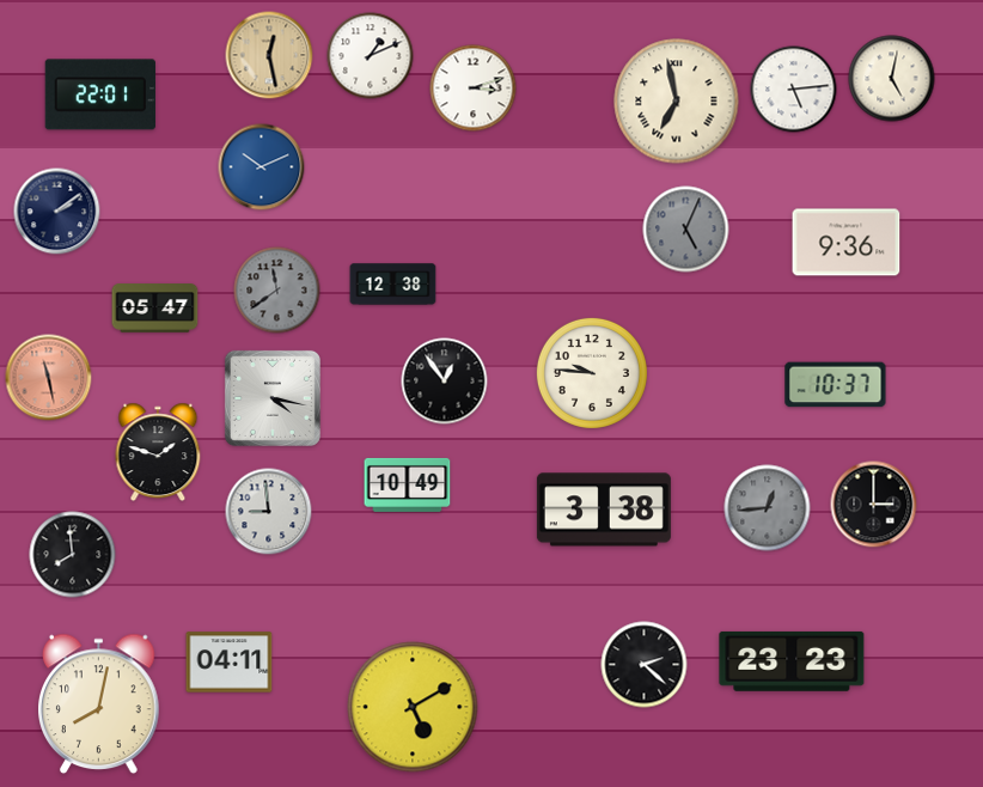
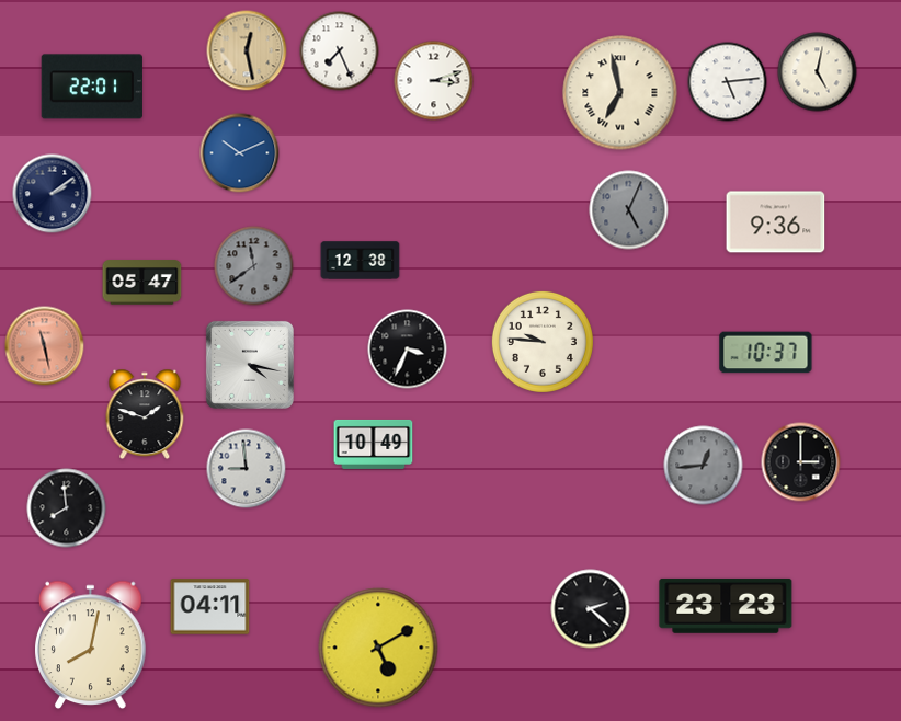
clock at (371, 56): 1:11 -> 7:26
clock at (445, 382): 12:54 -> 3:34
clock at (604, 510): 3:38 -> none
